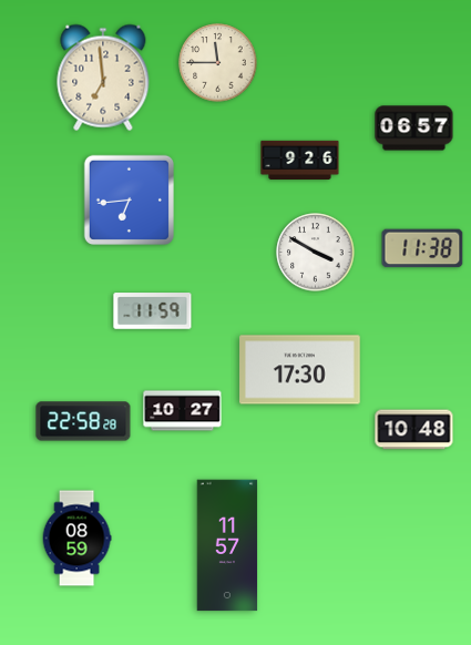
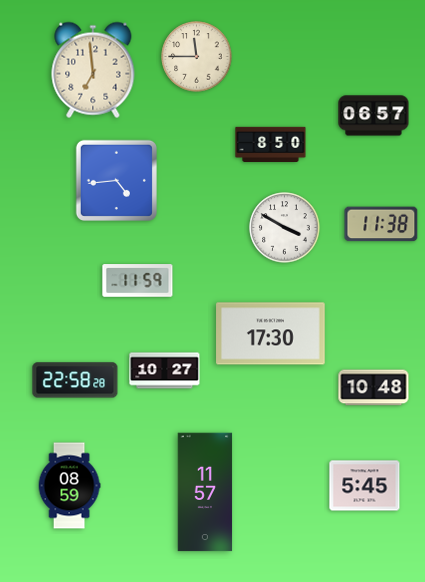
clock at (300, 160): 9:26 -> 8:50
clock at (129, 199): 6:44 -> 4:44
clock at (365, 486): none -> 5:45
